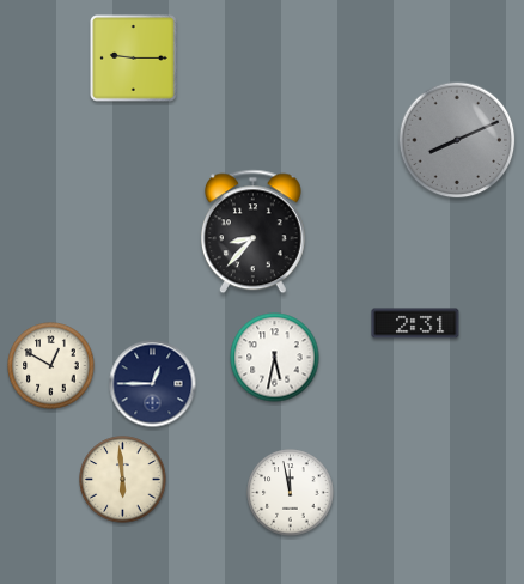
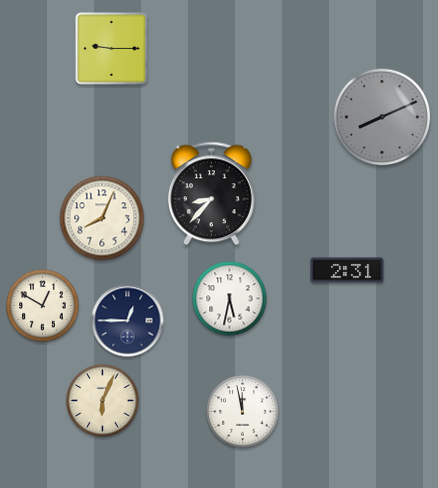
clock at (102, 218): none -> 8:04
clock at (123, 480): 5:59 -> 6:04
